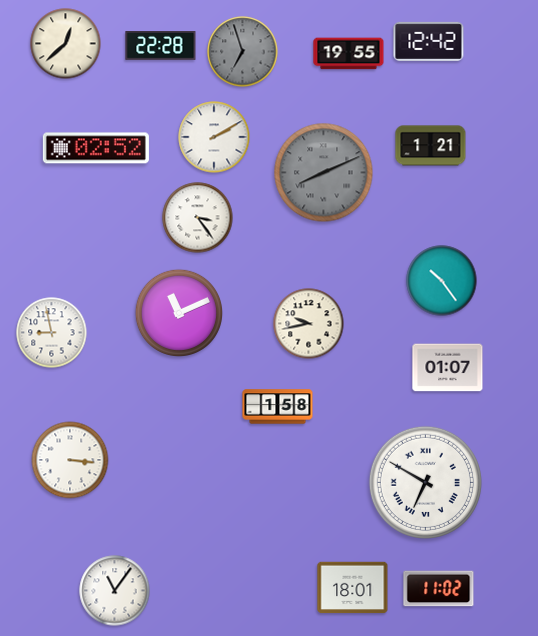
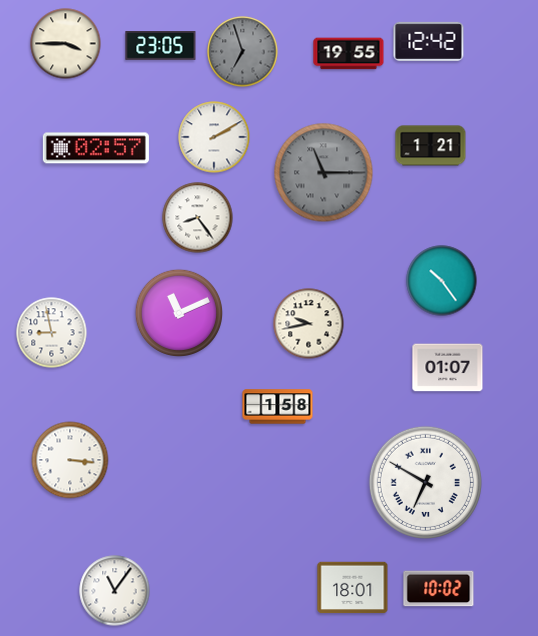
clock at (66, 44): 12:38 -> 3:45
clock at (161, 46): 22:28 -> 23:05
clock at (96, 148): 02:52 -> 02:57
clock at (324, 173): 8:11 -> 11:15
clock at (198, 218): 3:24 -> 8:24
clock at (439, 589): 11:02 -> 10:02
